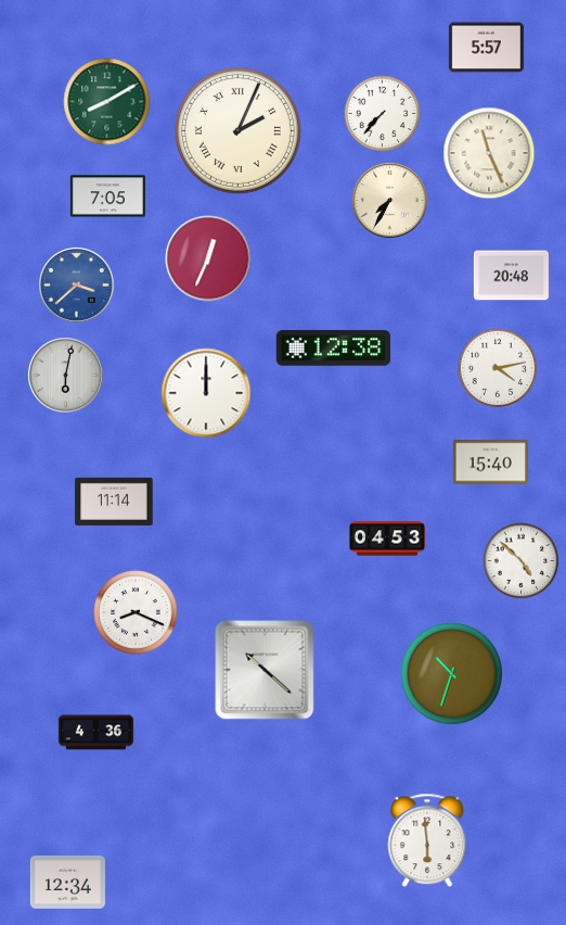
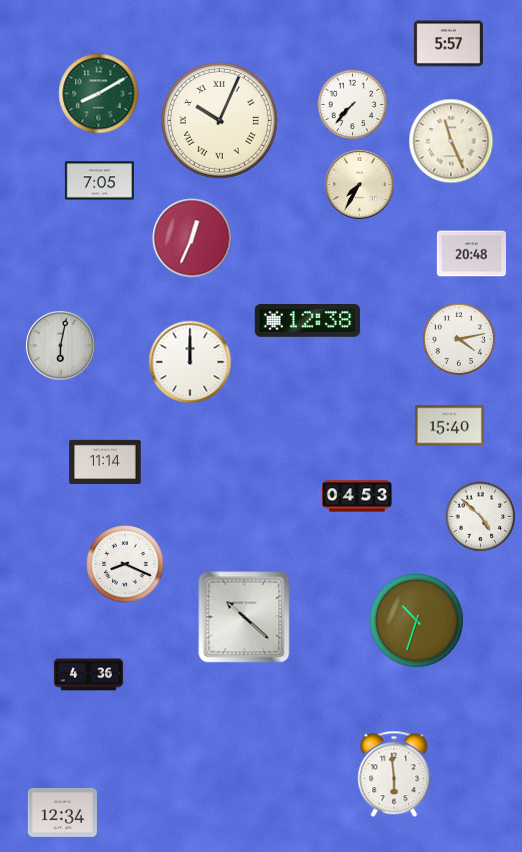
clock at (237, 130): 2:04 -> 10:04
clock at (76, 284): 3:38 -> none
clock at (490, 463) position: (490, 463) -> (449, 426)
